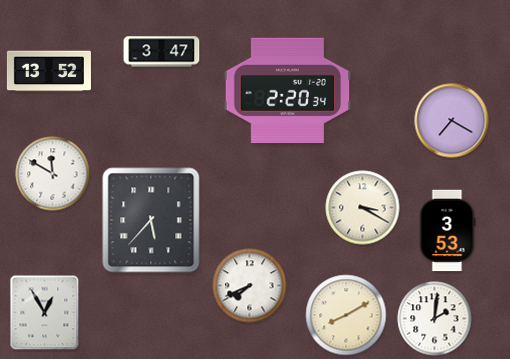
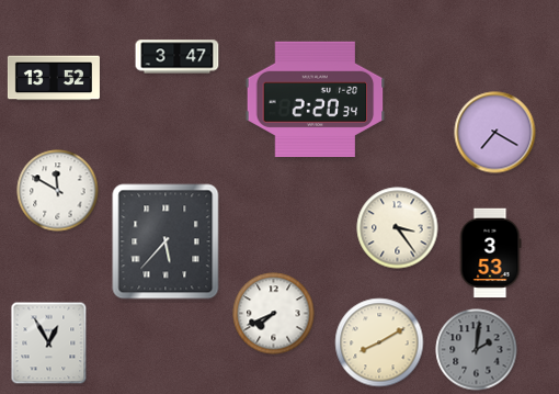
clock at (363, 208): 3:20 -> 3:24
clock at (346, 315) position: (346, 315) -> (379, 342)
clock at (435, 319) dial: white -> grey
